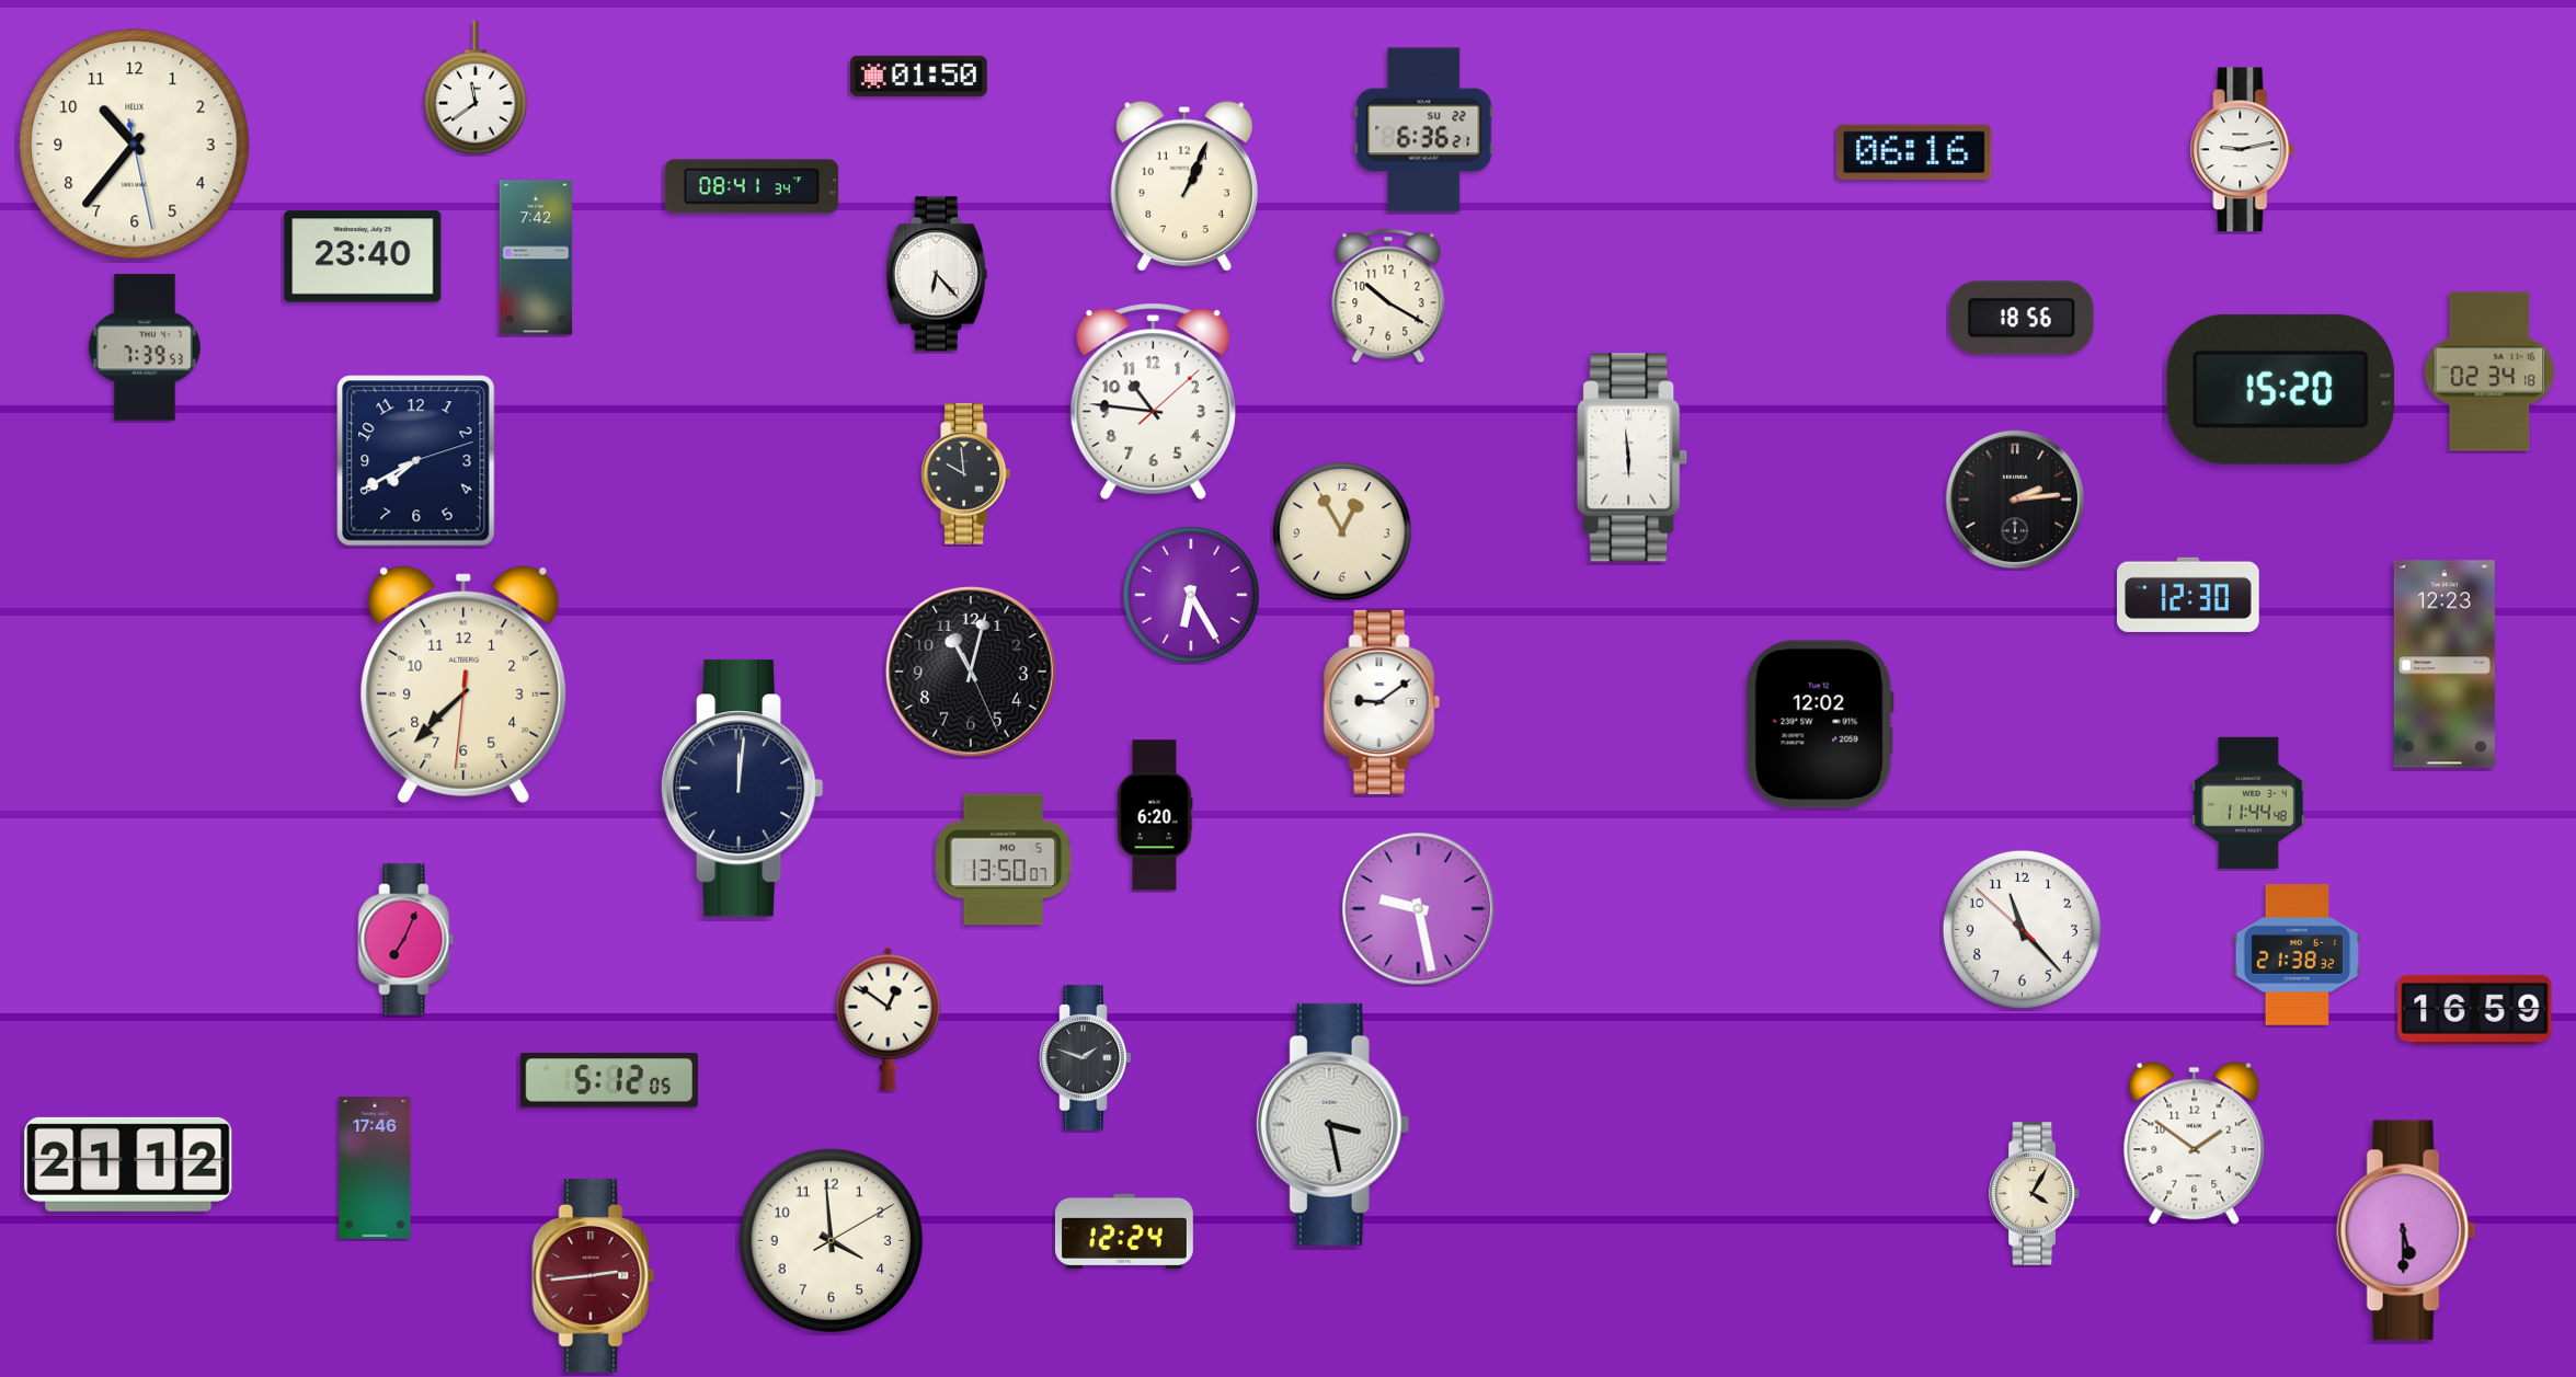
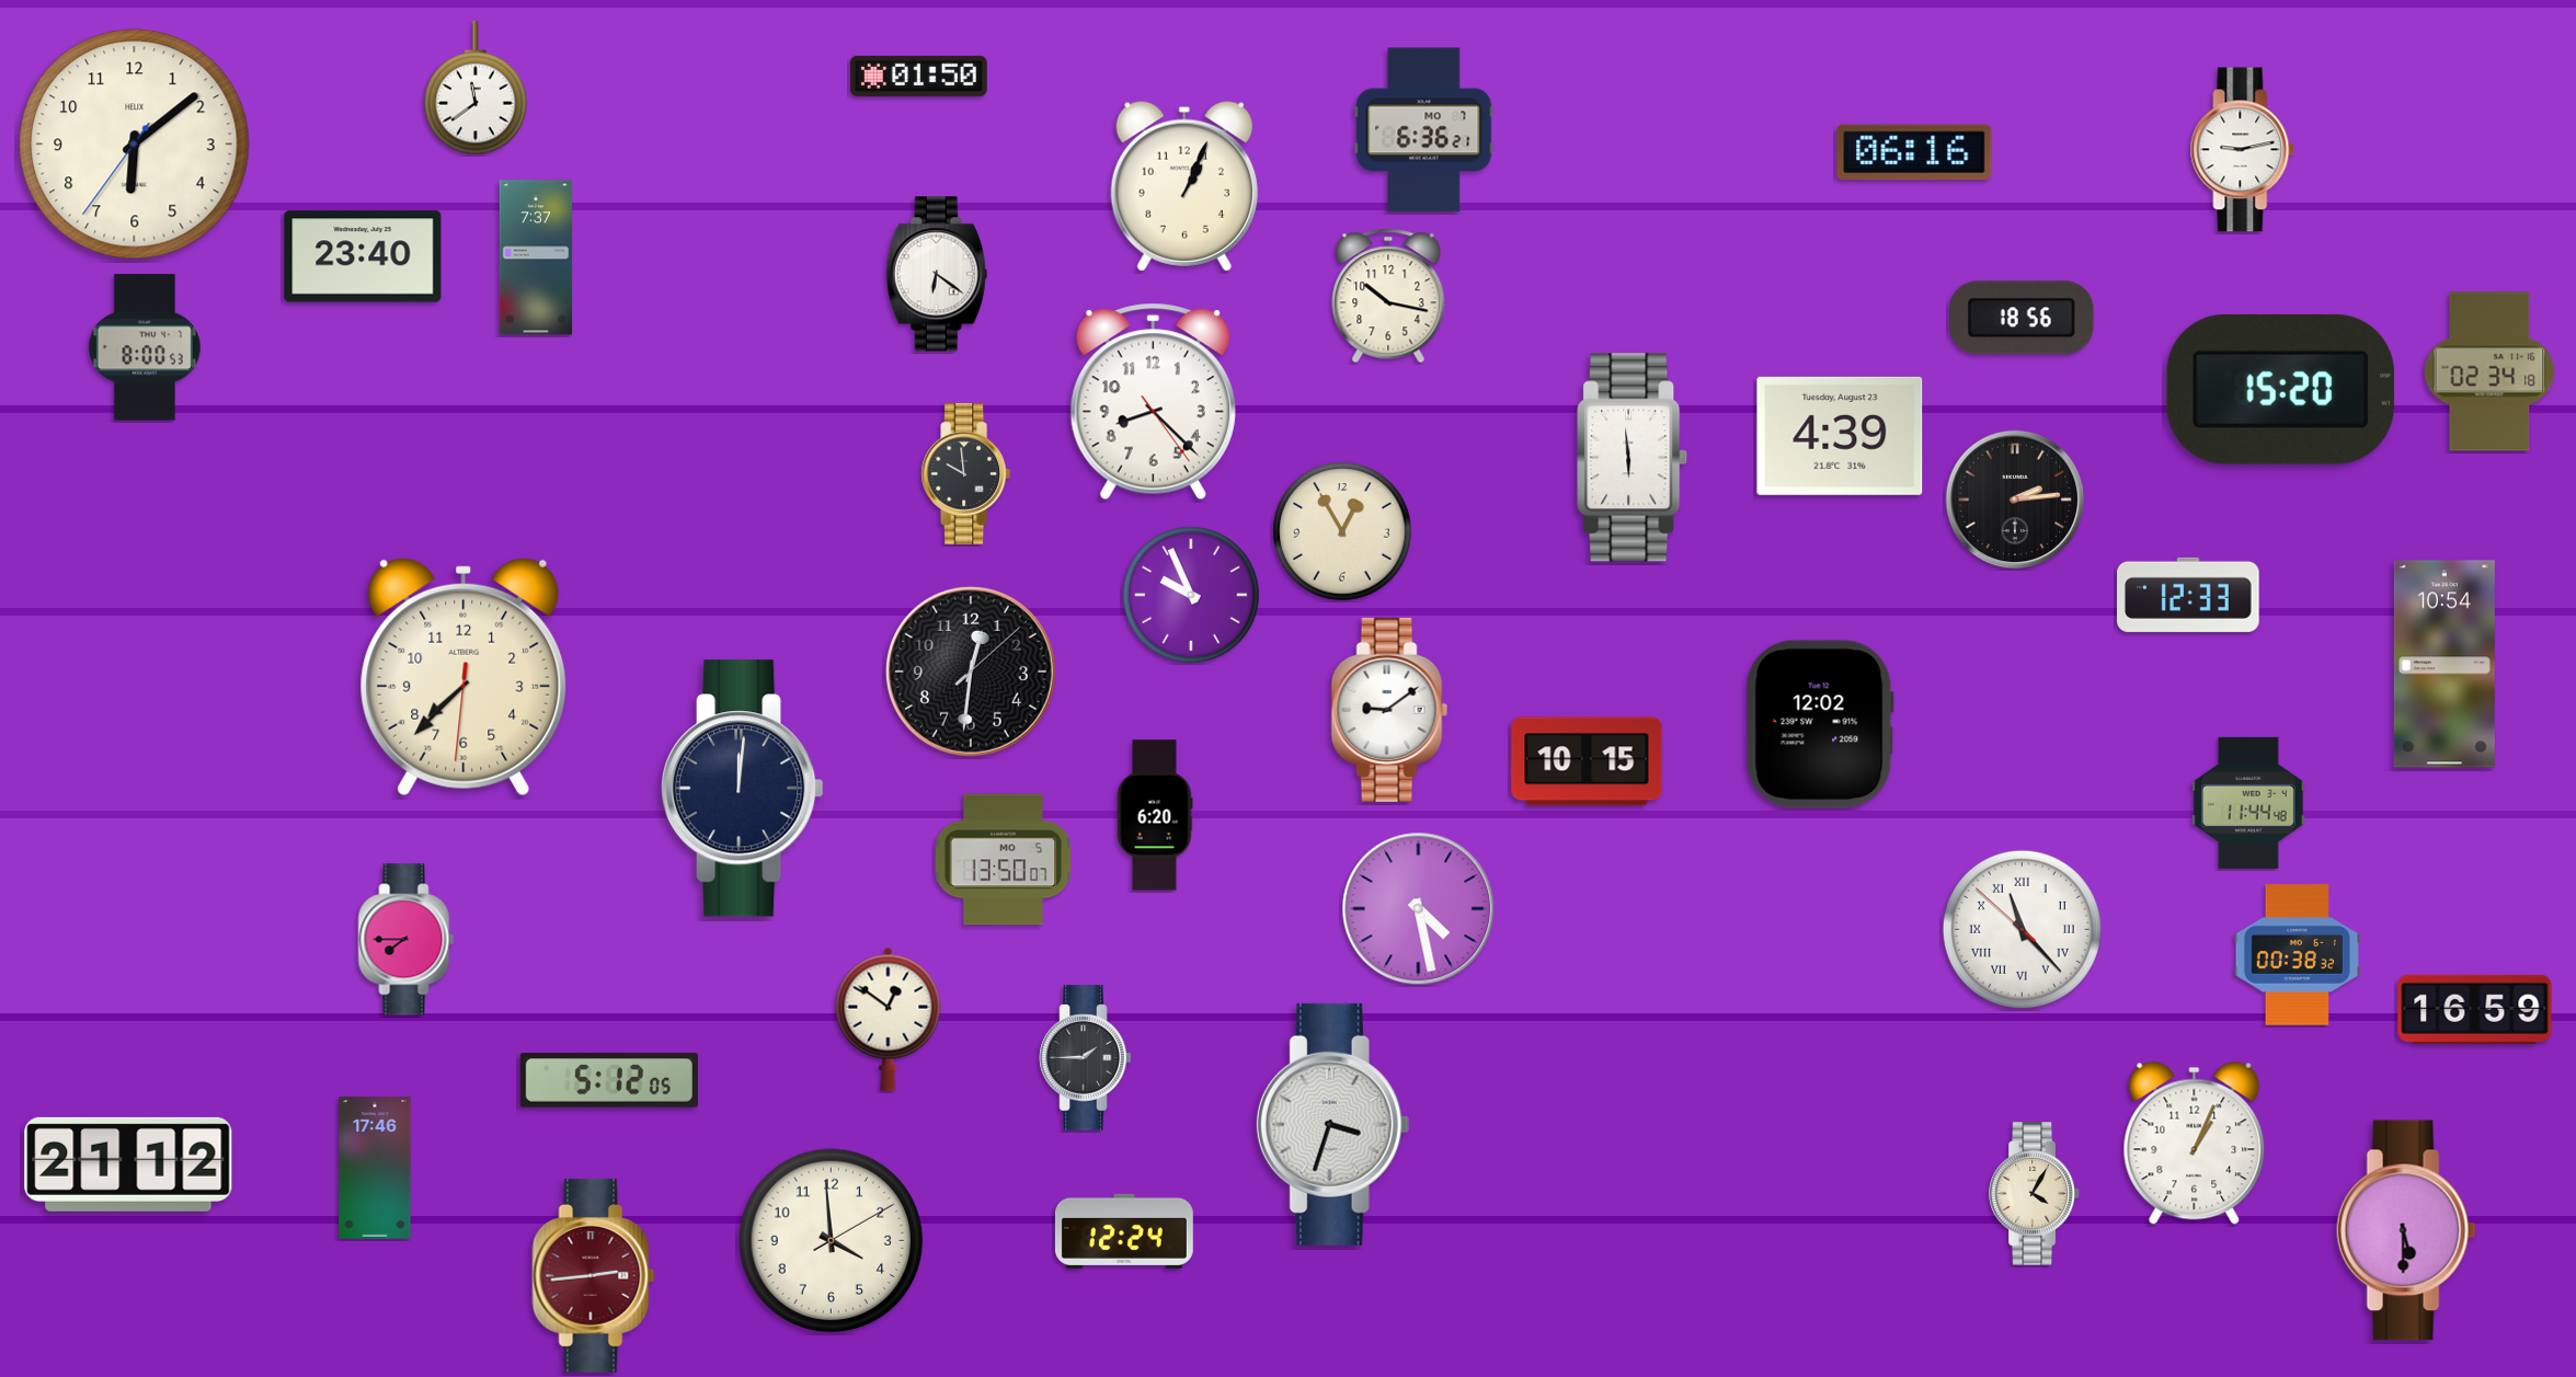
clock at (1424, 130) date: SU 22 -> MO 7
clock at (135, 145): 10:36 -> 6:08
clock at (752, 186): 08:41 -> none
clock at (536, 257): 7:42 -> 7:37
clock at (937, 274): 6:23 -> 6:21
clock at (1388, 296): 10:20 -> 10:17
clock at (145, 347): 7:39 -> 8:00
clock at (1153, 402): 10:46 -> 8:22
clock at (1840, 436): none -> 4:39
clock at (416, 461): 7:40 -> none
clock at (1191, 595): 6:25 -> 9:56
clock at (2188, 595): 12:30 -> 12:33
clock at (2445, 664): 12:23 -> 10:54
clock at (971, 672): 11:02 -> 12:31
clock at (463, 685) position: (463, 685) -> (463, 677)
clock at (1382, 702) position: (1382, 702) -> (1389, 710)
clock at (1587, 761): none -> 10:15
clock at (1419, 909): 9:28 -> 4:28
clock at (2022, 929) numerals: Arabic -> Roman
clock at (407, 940): 7:04 -> 7:45
clock at (2297, 955): 21:38 -> 00:38
clock at (1086, 1058): 1:48 -> 1:45
clock at (1333, 1124): 3:28 -> 3:33
clock at (2195, 1143): 1:51 -> 1:04
